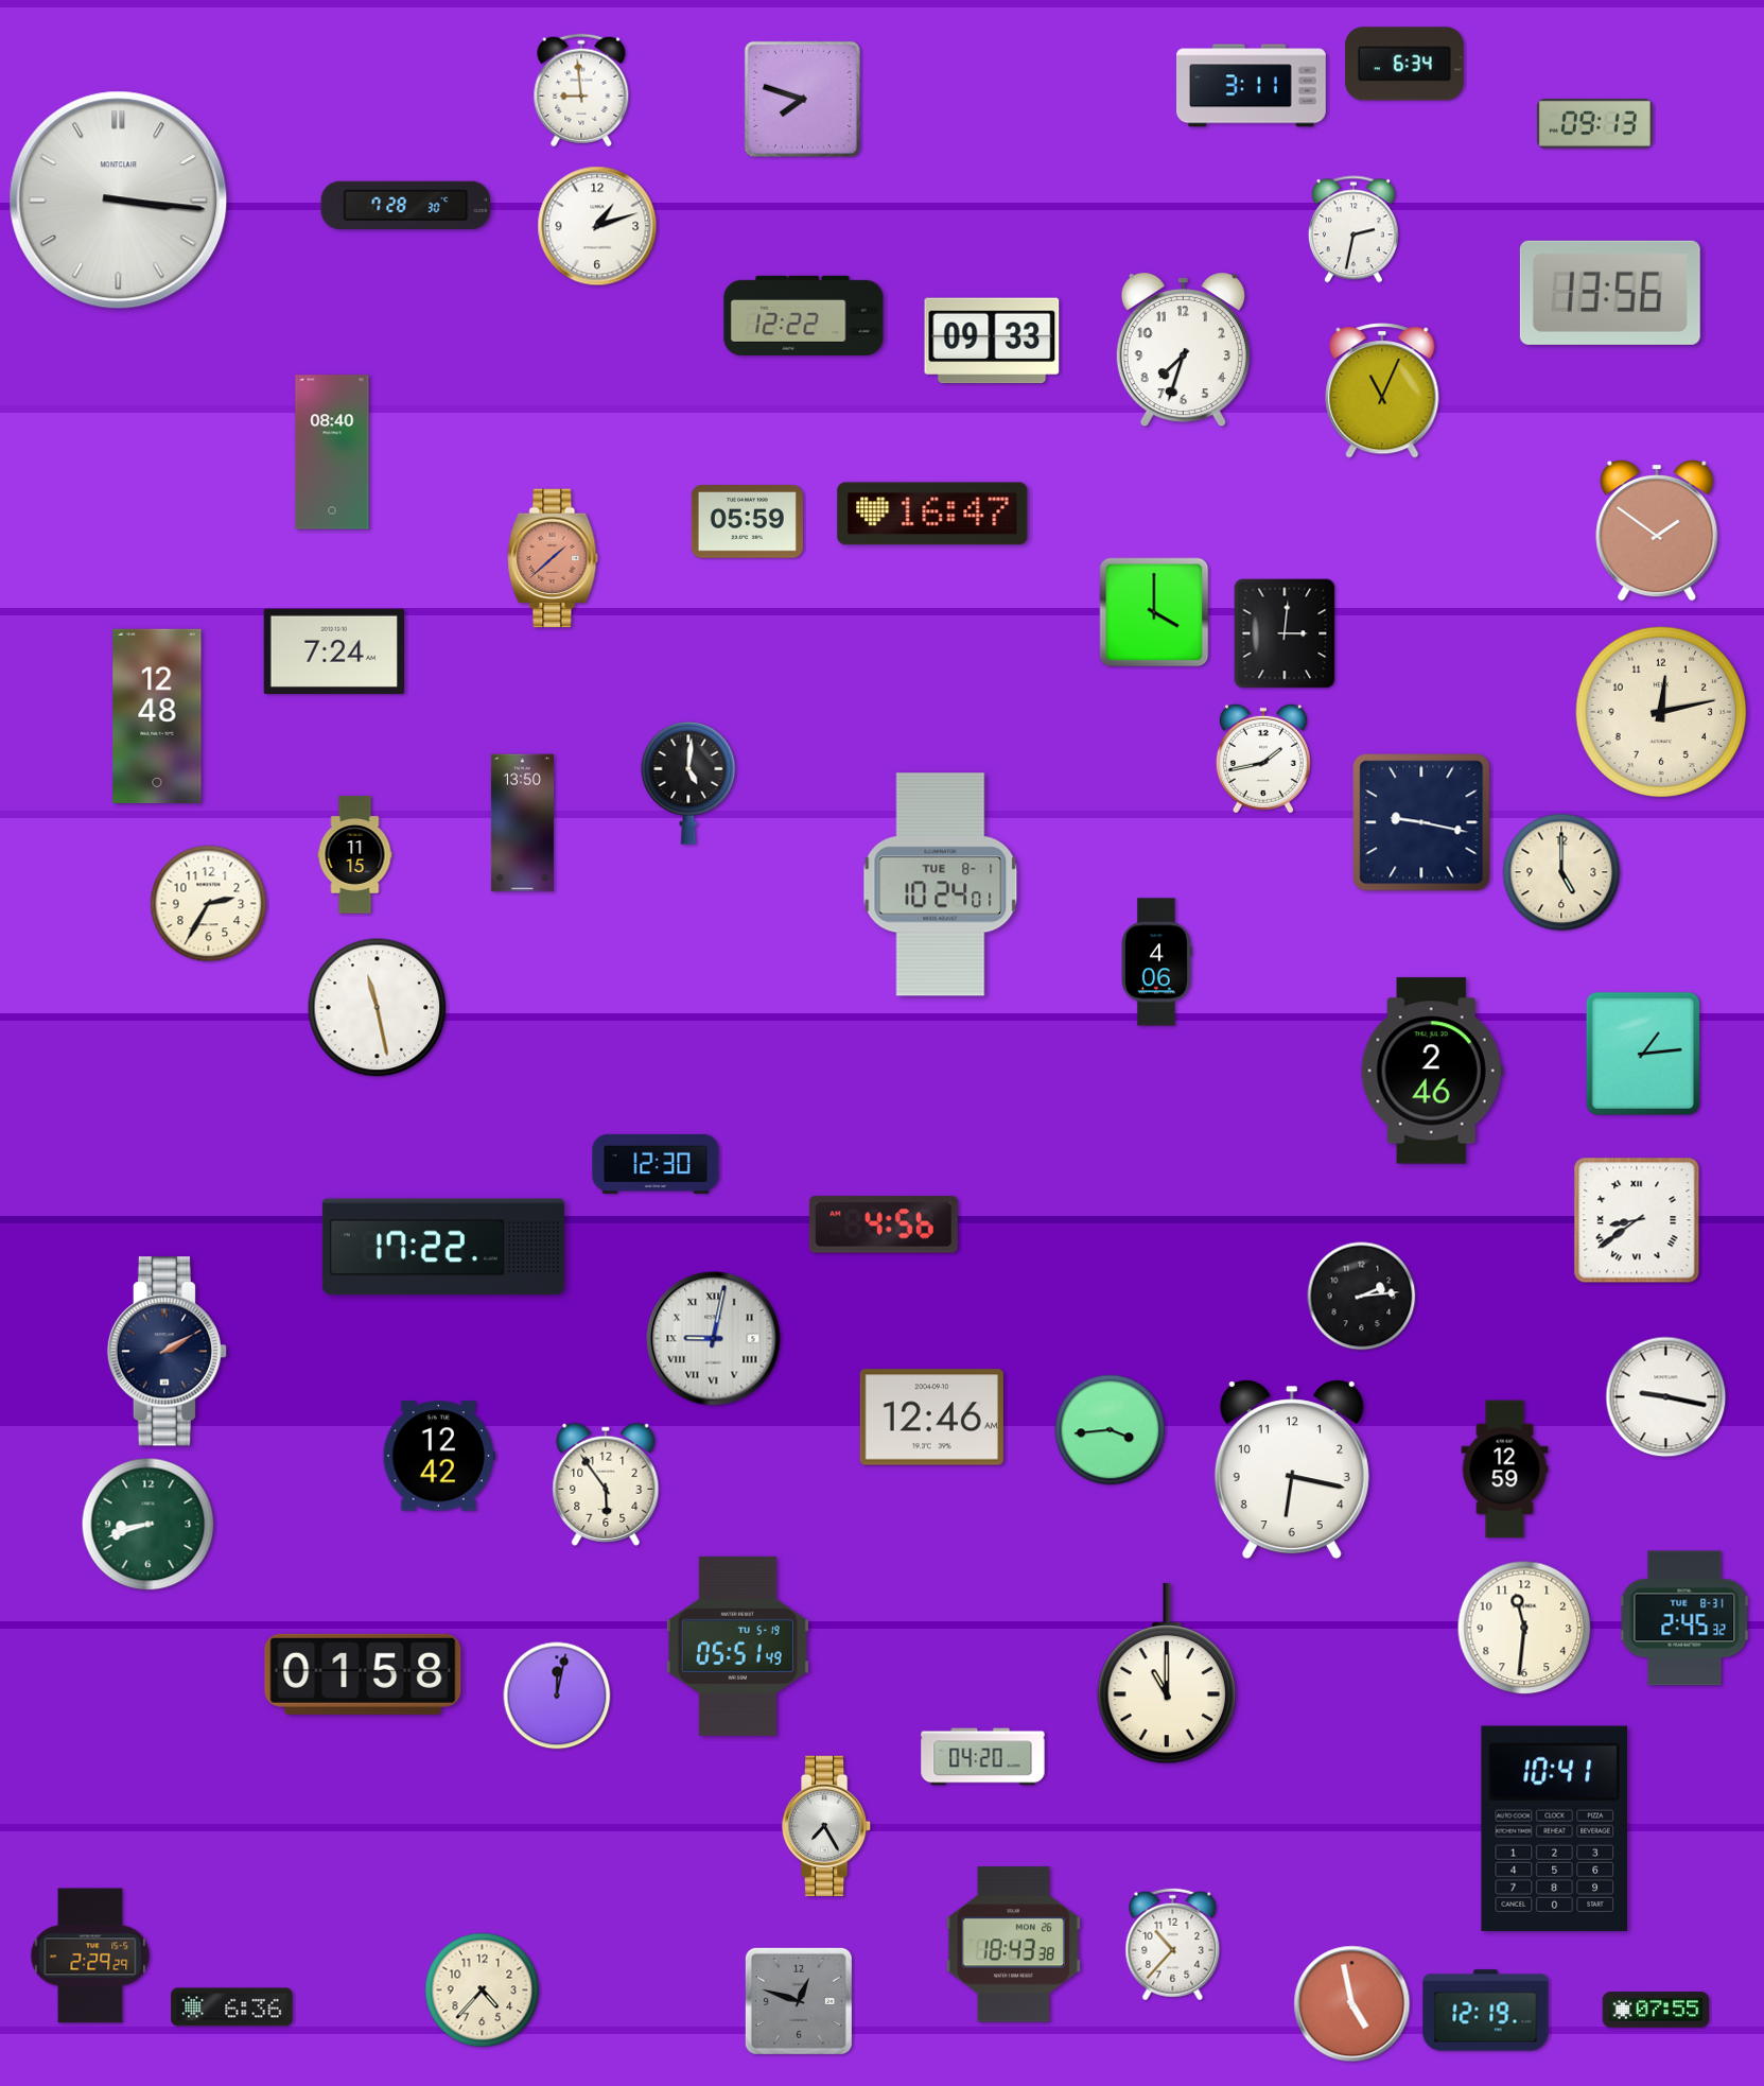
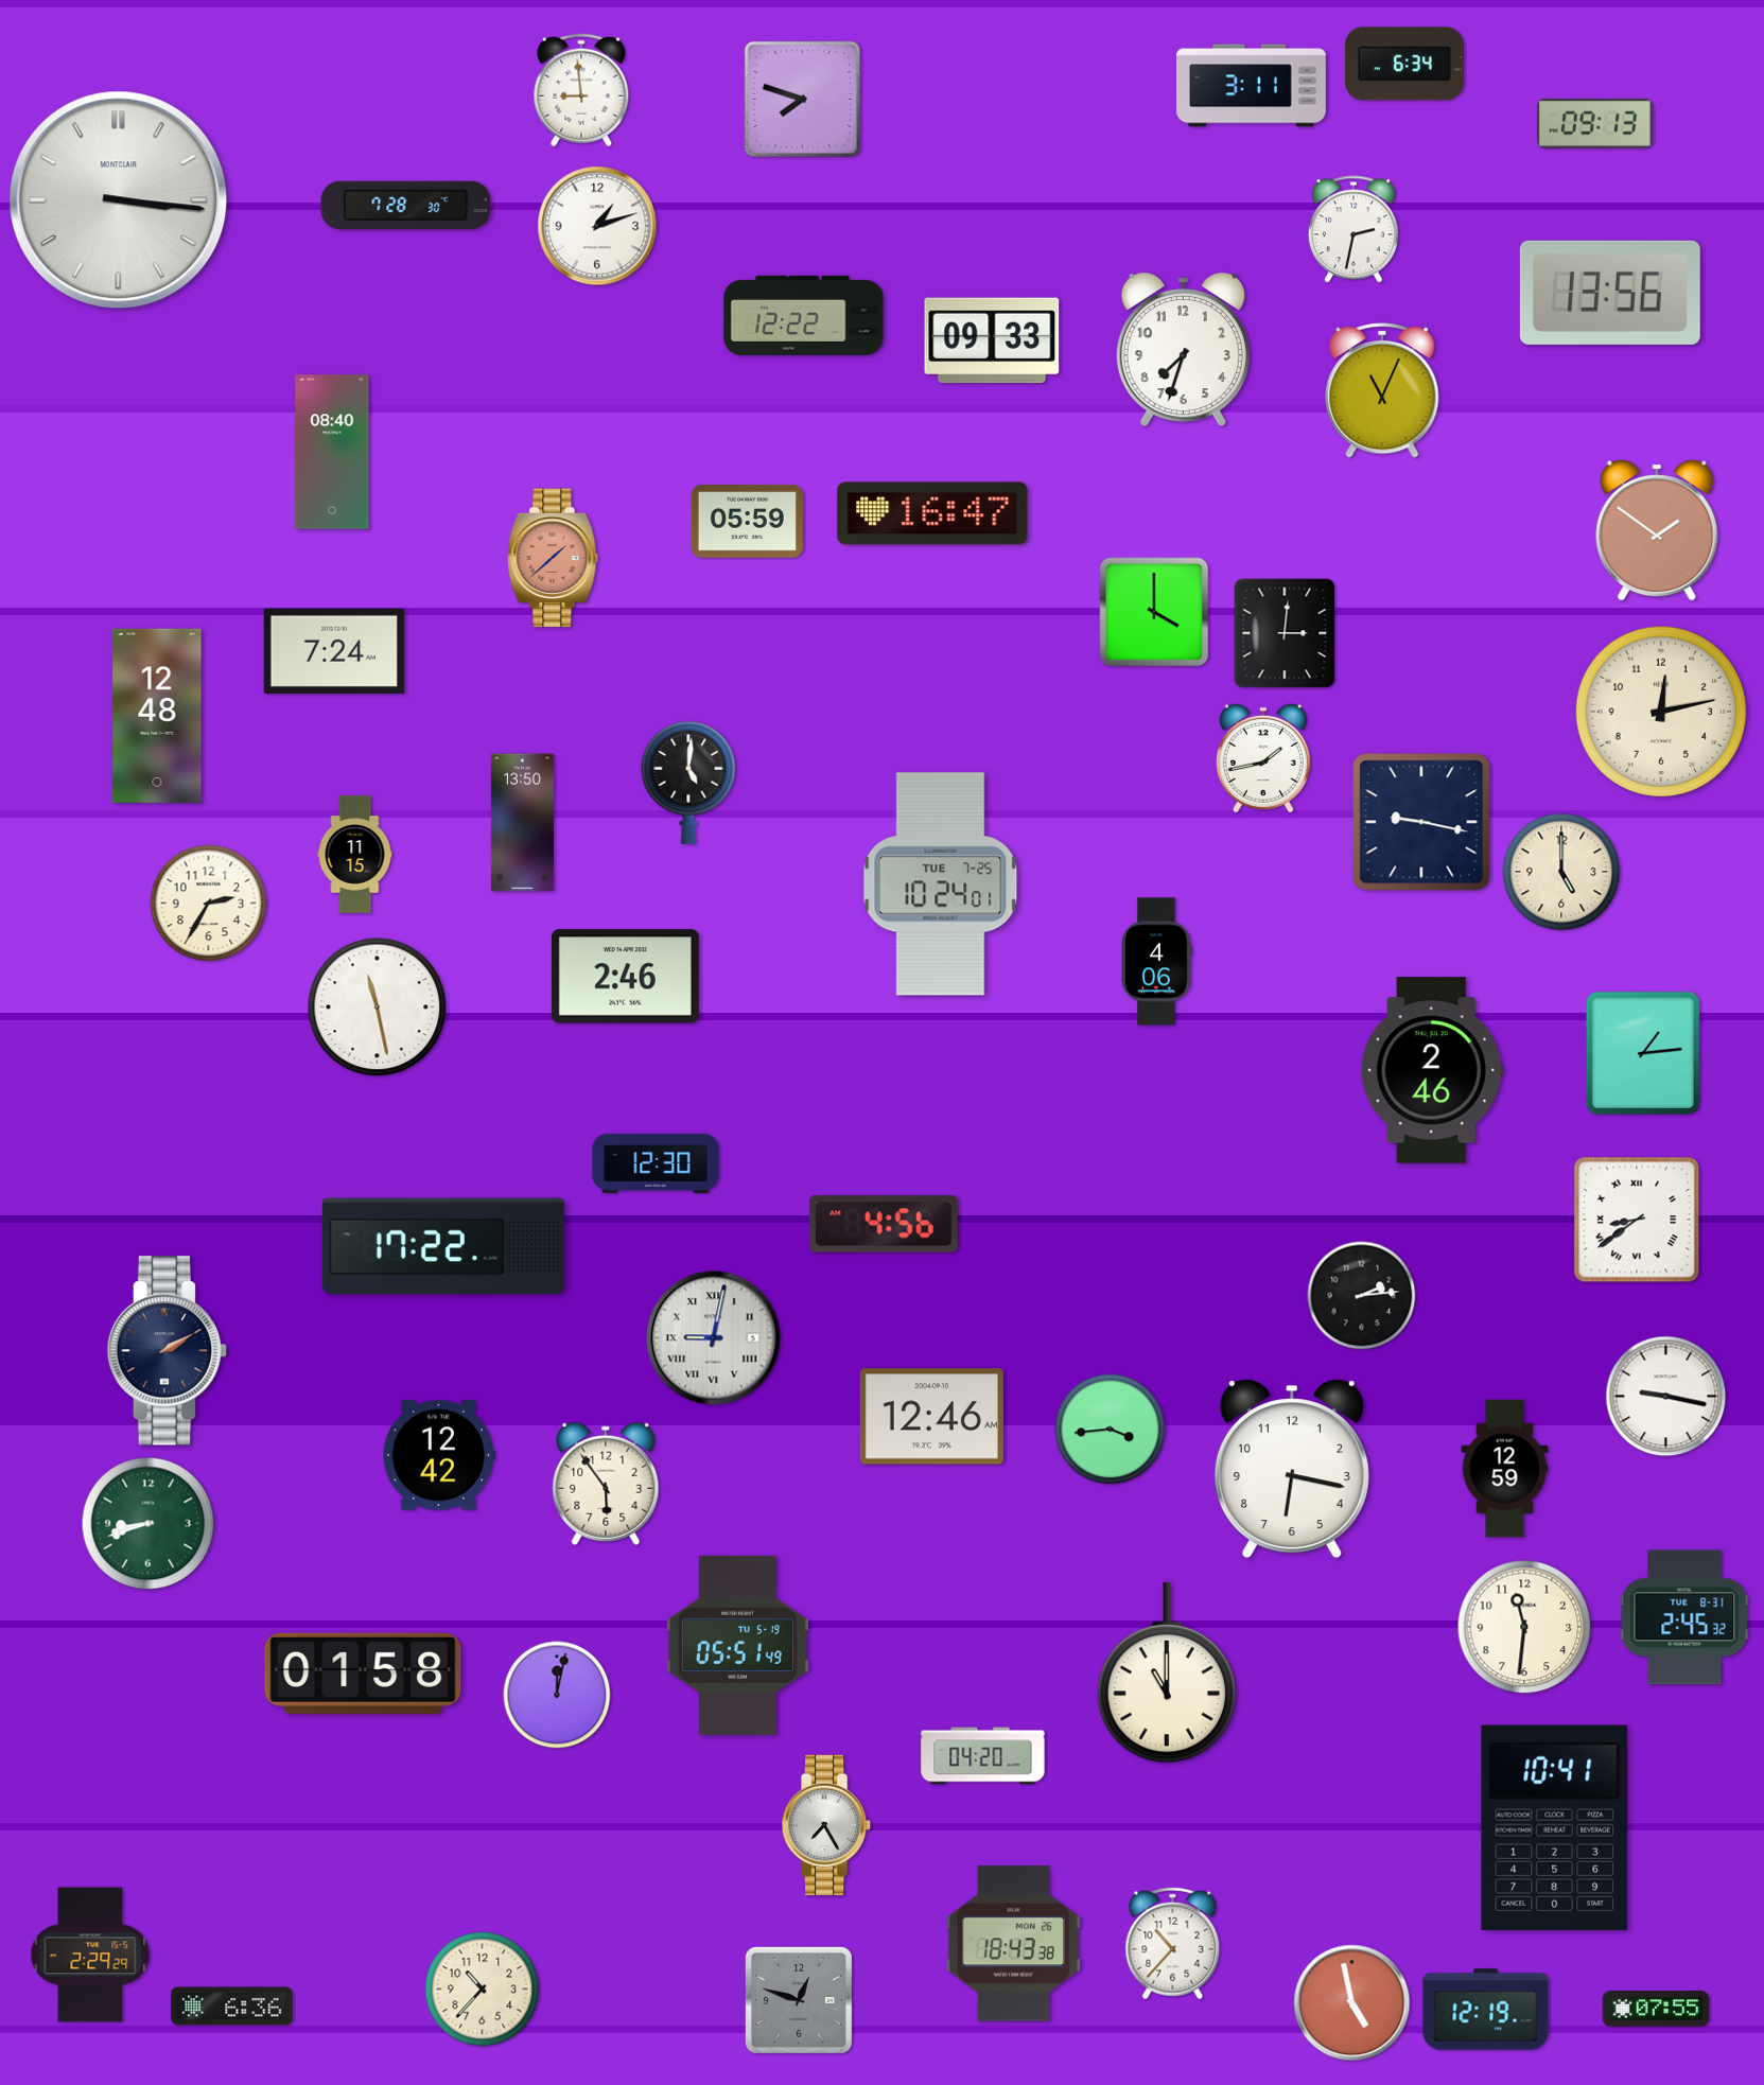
clock at (941, 885) date: TUE 8-1 -> TUE 7-25
clock at (625, 977): none -> 2:46
clock at (483, 1991): 4:37 -> 10:37
